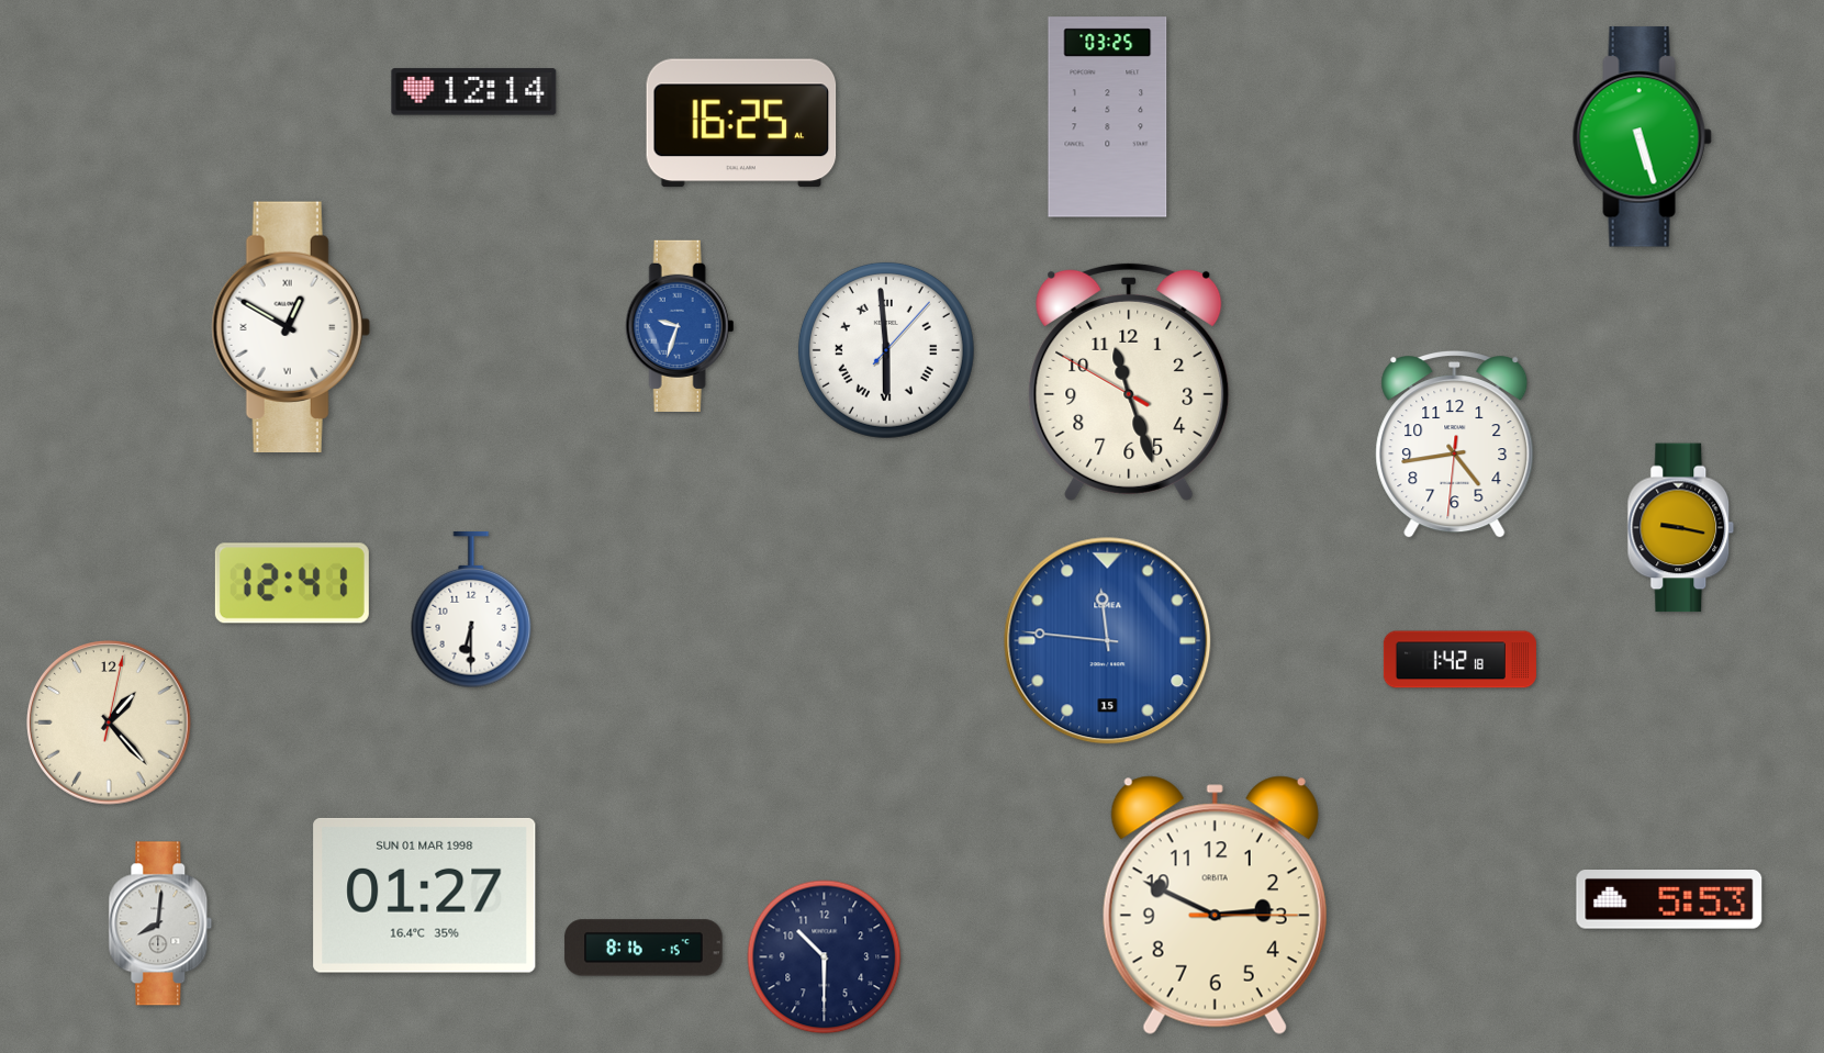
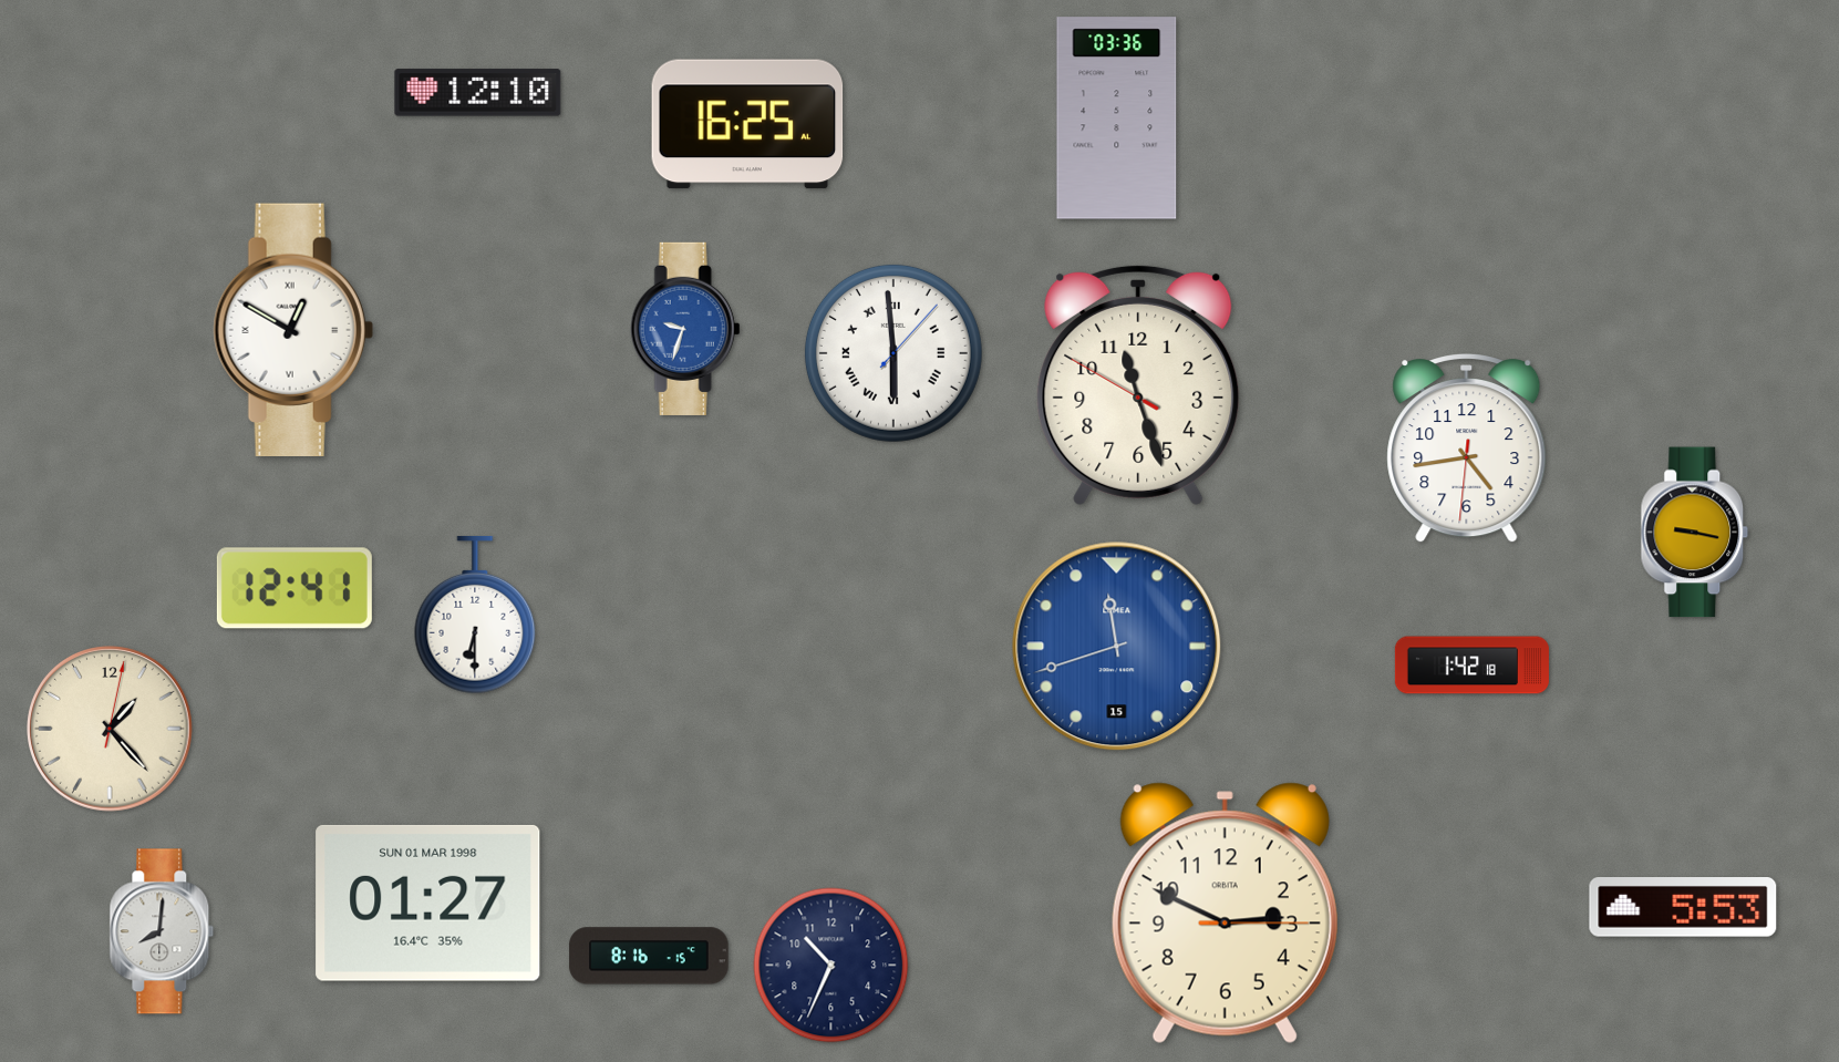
clock at (474, 92): 12:14 -> 12:10
clock at (1108, 117): 03:25 -> 03:36
clock at (1642, 137): 5:27 -> none
clock at (1108, 641): 11:46 -> 11:42
clock at (825, 957): 10:30 -> 10:34
